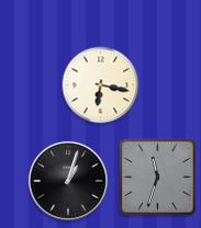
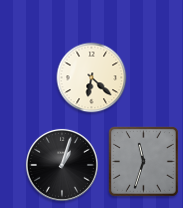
clock at (101, 86): 6:17 -> 6:22
